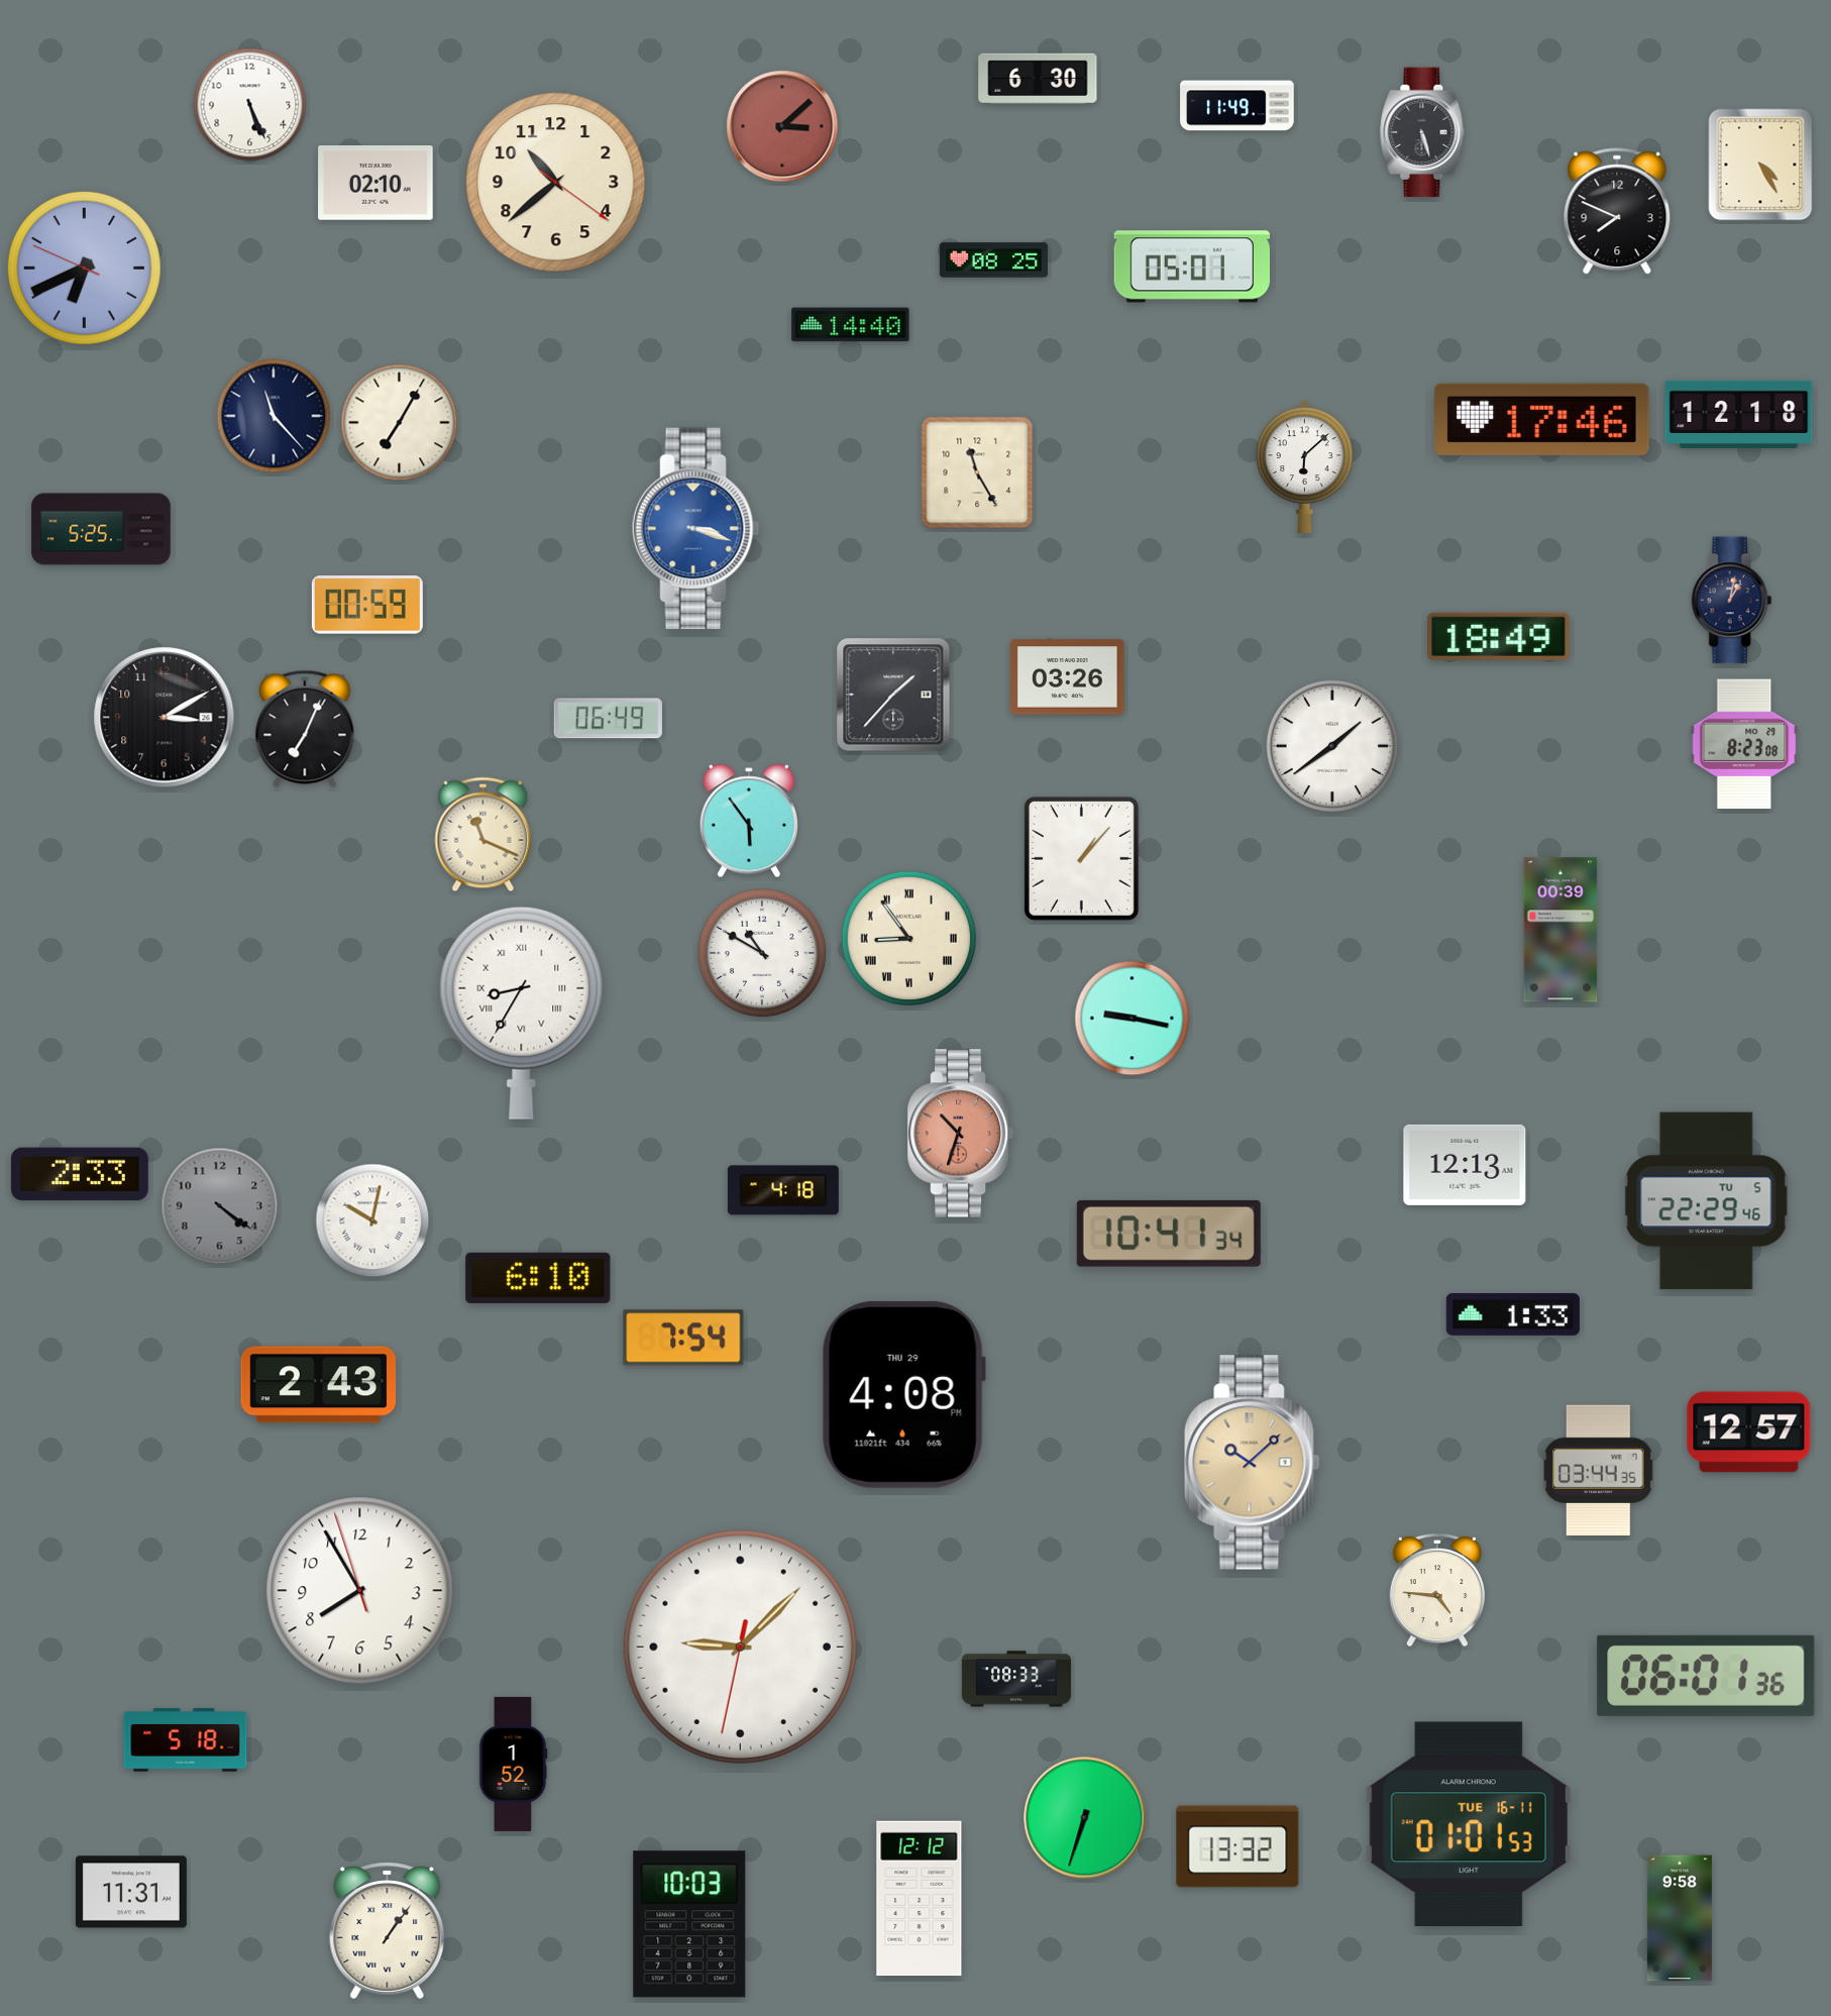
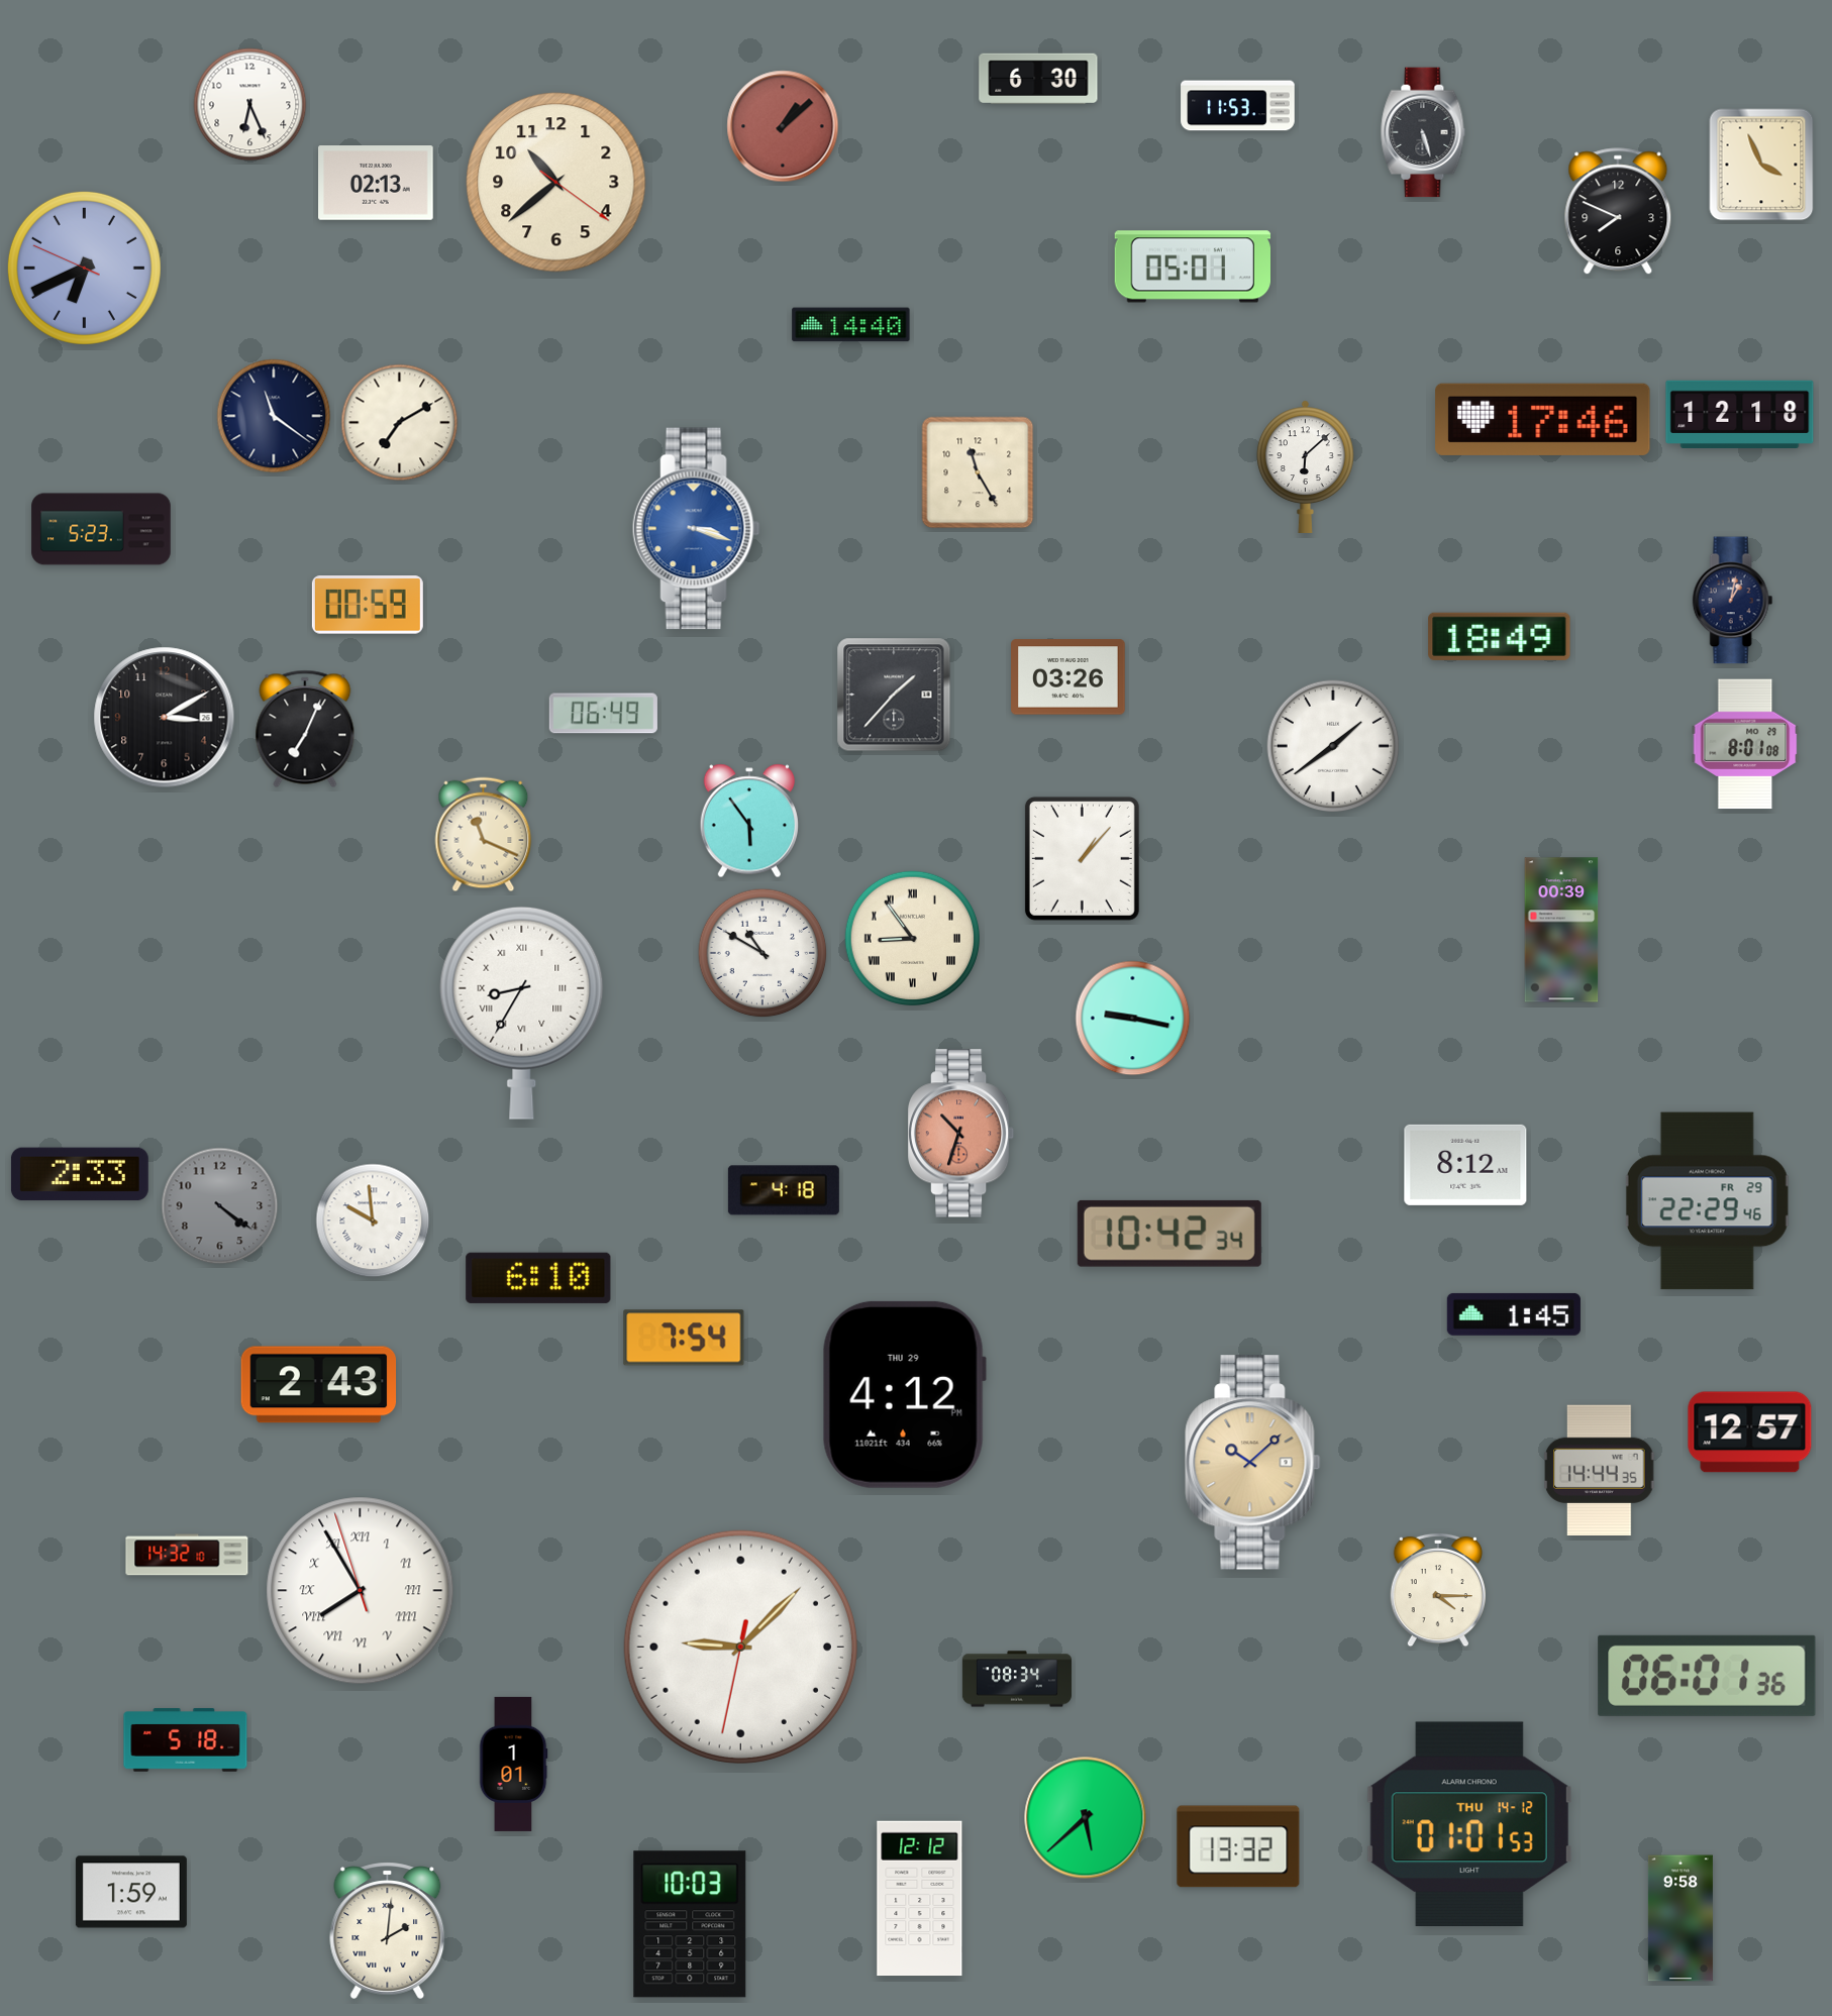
clock at (250, 105): 5:26 -> 6:26
clock at (1237, 106): 11:49 -> 11:53
clock at (782, 126): 3:08 -> 1:08
clock at (1760, 165): 4:25 -> 3:56
clock at (375, 184): 02:10 -> 02:13
clock at (993, 260): 08:25 -> none
clock at (274, 416): 11:23 -> 11:21
clock at (400, 423): 7:05 -> 7:10
clock at (101, 529): 5:25 -> 5:23
clock at (608, 719) position: (608, 719) -> (603, 714)
clock at (1744, 744): 8:23 -> 8:01
clock at (908, 938) position: (908, 938) -> (912, 938)
clock at (1465, 1165): 12:13 -> 8:12
clock at (1707, 1201) date: TU 5 -> FR 29
clock at (372, 1221): 10:02 -> 9:59
clock at (1169, 1234): 10:41 -> 10:42
clock at (1513, 1314): 1:33 -> 1:45
clock at (903, 1394): 4:08 -> 4:12
clock at (1599, 1470): 03:44 -> 14:44
clock at (187, 1555): none -> 14:32
clock at (1436, 1590): 4:46 -> 4:15
clock at (360, 1591) numerals: Arabic -> Roman
clock at (1016, 1679): 08:33 -> 08:34
clock at (513, 1764): 1:52 -> 1:01
clock at (1085, 1818): 6:33 -> 5:38
clock at (1469, 1823) date: TUE 16-11 -> THU 14-12
clock at (131, 1892): 11:31 -> 1:59
clock at (388, 1930): 1:06 -> 2:01
